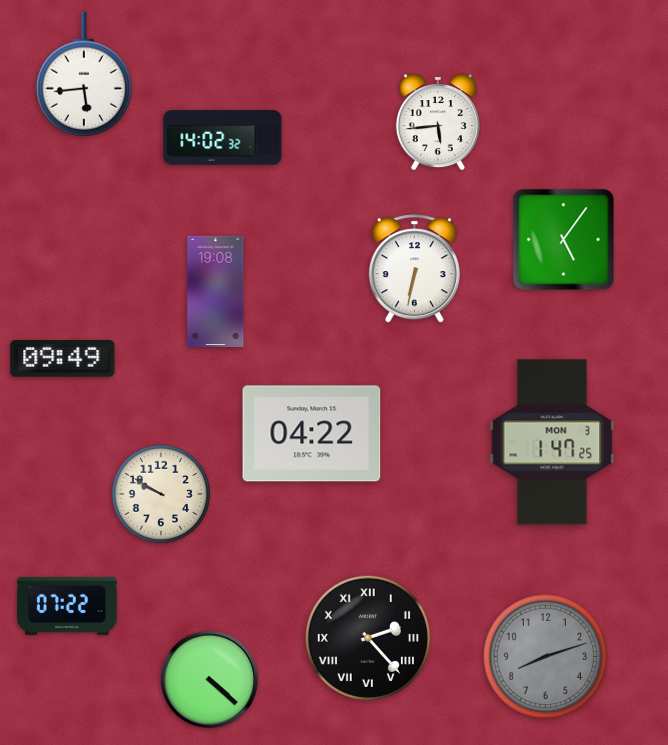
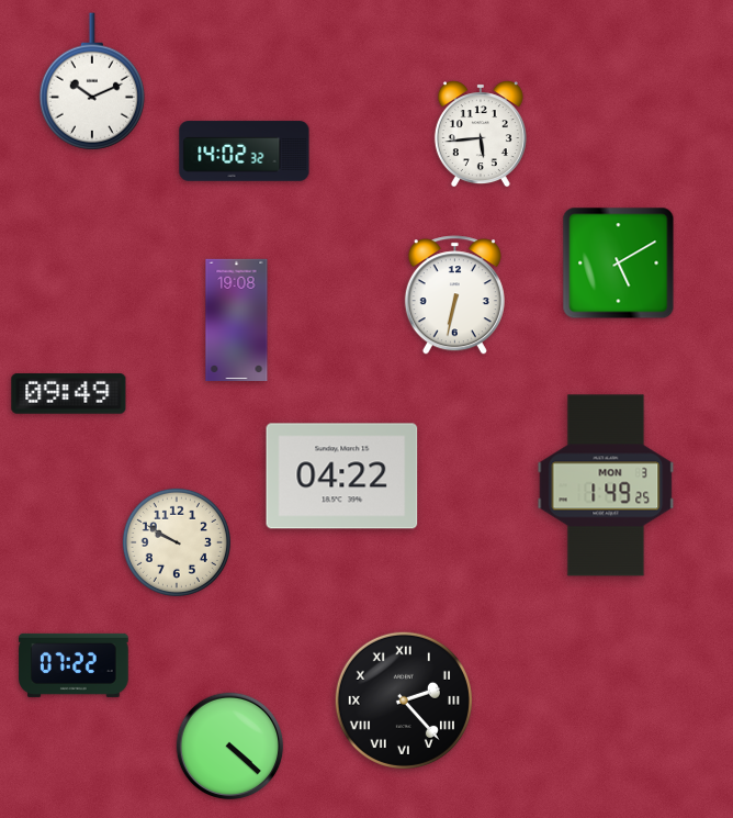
clock at (84, 74): 5:44 -> 10:11
clock at (564, 240): 5:06 -> 5:10
clock at (552, 442): 1:47 -> 1:49
clock at (545, 656): 8:12 -> none
